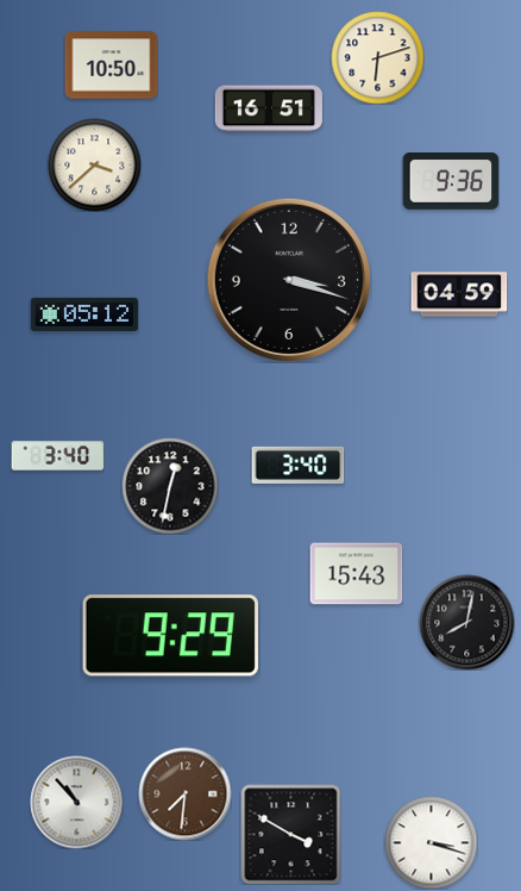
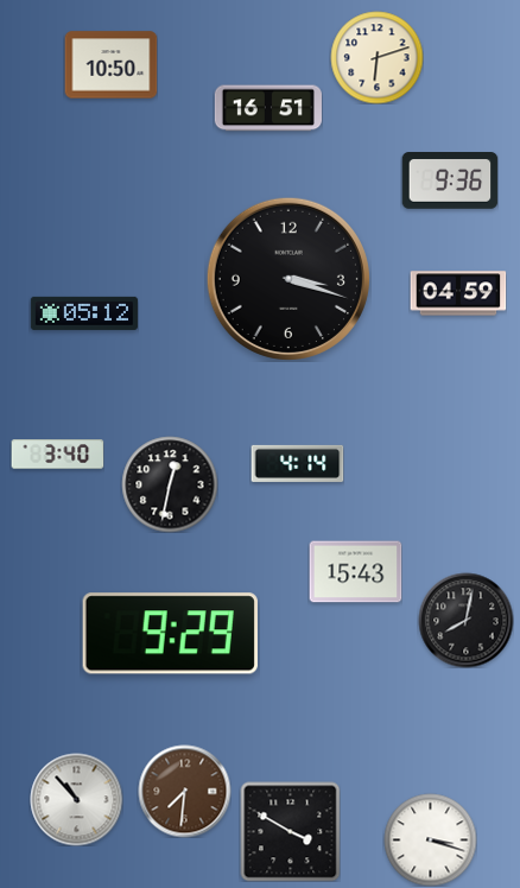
clock at (94, 164): 3:38 -> none
clock at (297, 465): 3:40 -> 4:14
